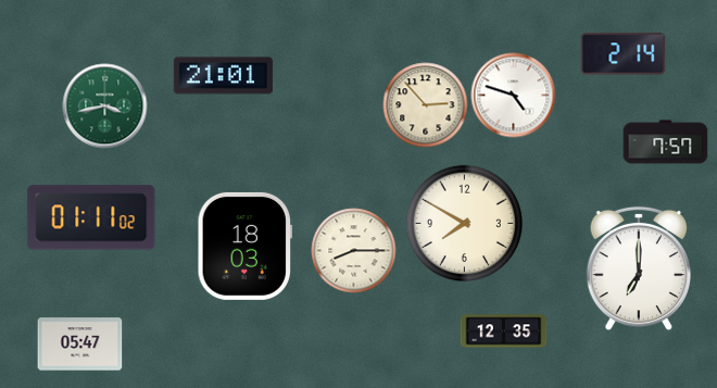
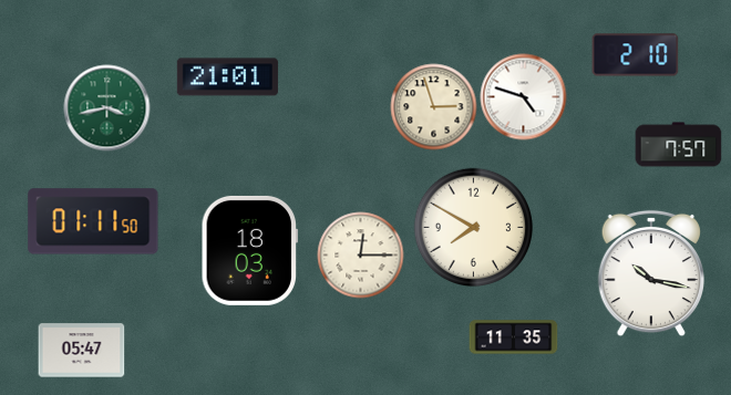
clock at (622, 54): 2:14 -> 2:10
clock at (425, 104): 2:53 -> 2:57
clock at (91, 217): 01:11:02 -> 01:11:50
clock at (353, 250): 8:15 -> 12:15
clock at (638, 268): 7:00 -> 10:17
clock at (503, 331): 12:35 -> 11:35
